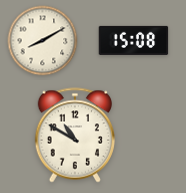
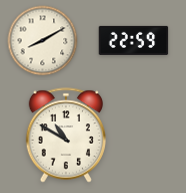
clock at (134, 40): 15:08 -> 22:59
clock at (74, 135) position: (74, 135) -> (65, 135)
